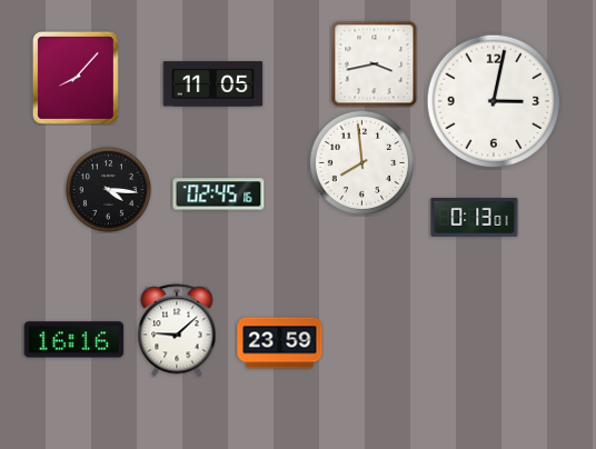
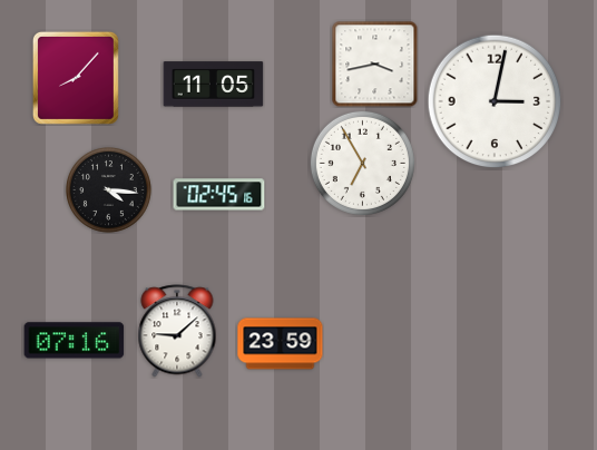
clock at (361, 162): 7:59 -> 6:55
clock at (475, 217): 0:13 -> none
clock at (74, 340): 16:16 -> 07:16
